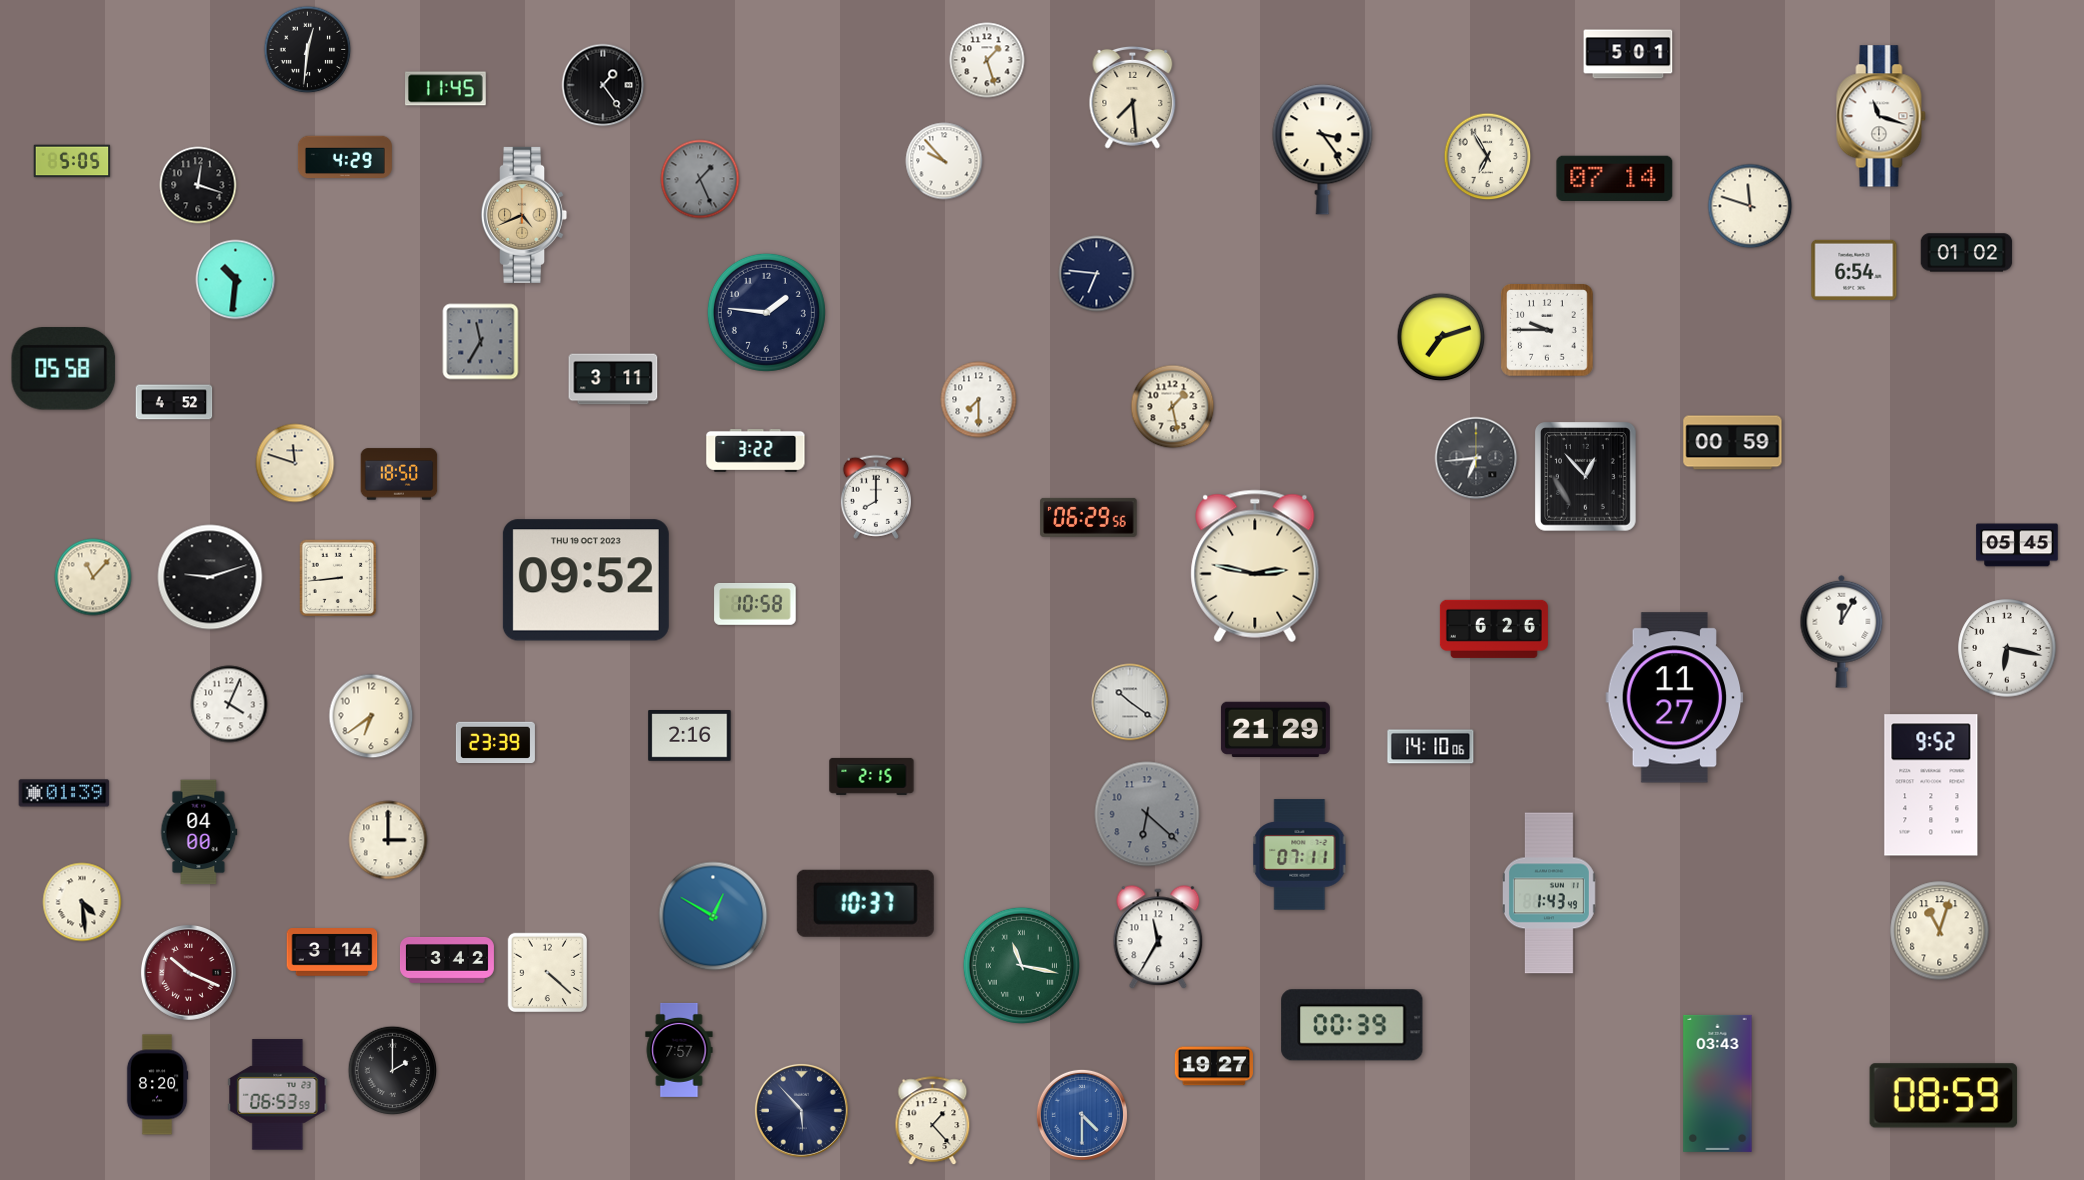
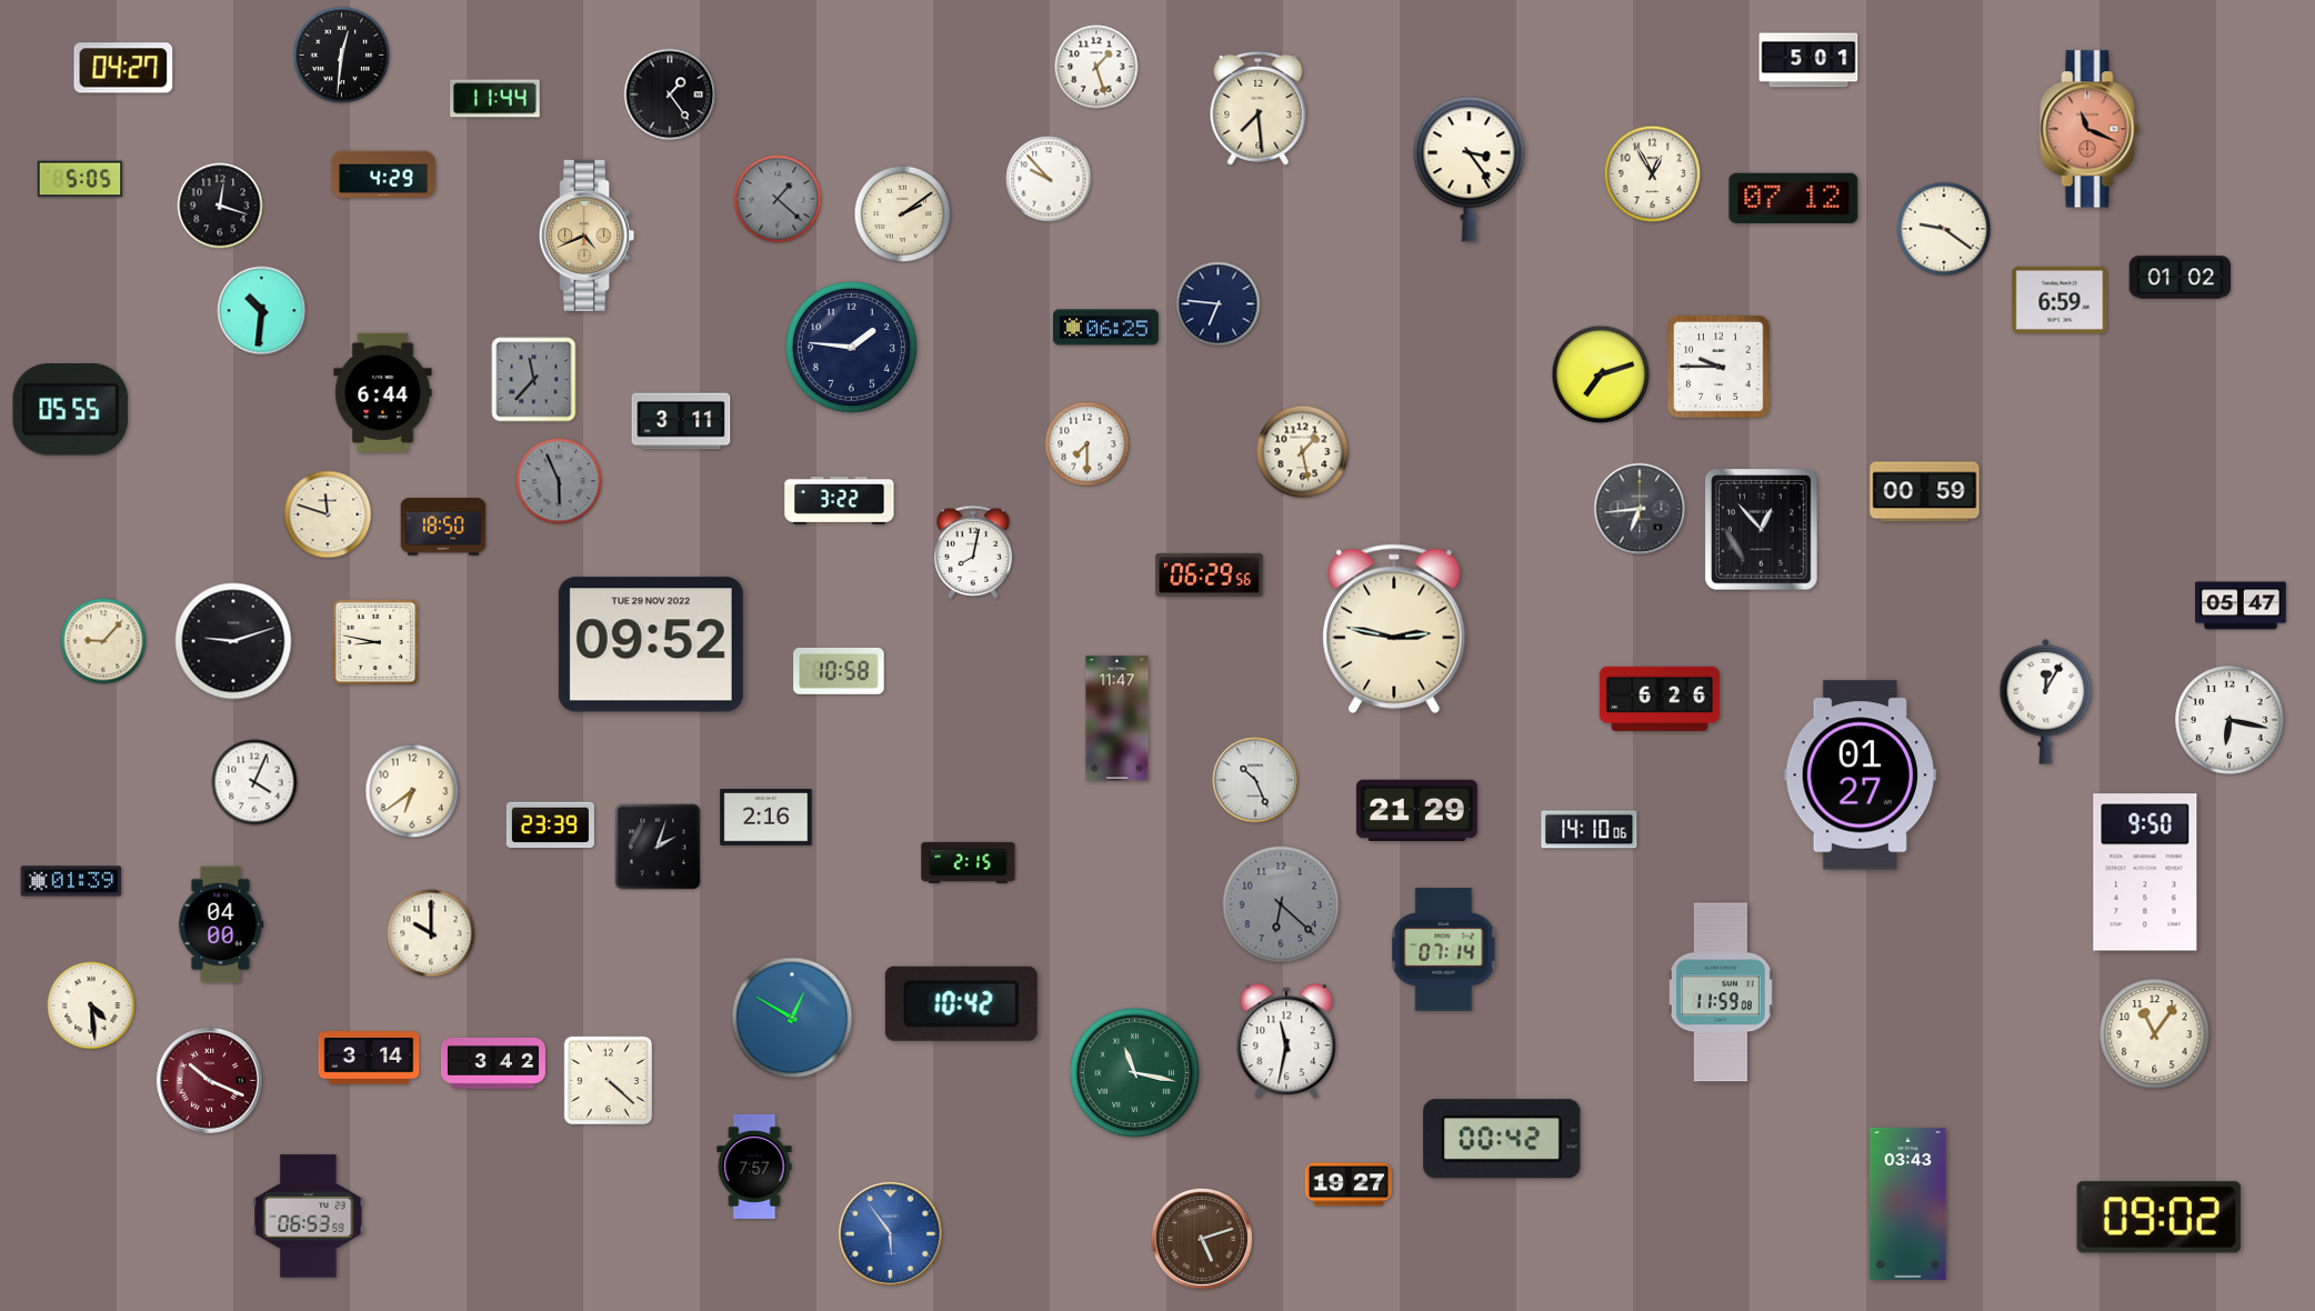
clock at (123, 68): none -> 04:27
clock at (446, 89): 11:45 -> 11:44
clock at (1881, 116): 11:18 -> 11:19
clock at (1881, 116) dial: white -> salmon
clock at (1323, 150) position: (1323, 150) -> (1470, 170)
clock at (1488, 157): 6:55 -> 12:55
clock at (1615, 178): 07:14 -> 07:12
clock at (700, 179): 1:26 -> 1:22
clock at (903, 214): none -> 2:09
clock at (1750, 206): 11:48 -> 9:21
clock at (524, 215) position: (524, 215) -> (587, 236)
clock at (1967, 253) position: (1967, 253) -> (2181, 278)
clock at (1854, 270): 6:54 -> 6:59
clock at (1106, 328): none -> 06:25
clock at (481, 342): 11:35 -> 11:37
clock at (383, 392): none -> 6:44
clock at (64, 369): 05:58 -> 05:55
clock at (174, 402): 4:52 -> none
clock at (559, 481): none -> 5:56
clock at (876, 497): 8:00 -> 8:02
clock at (2017, 545): 05:45 -> 05:47
clock at (93, 577): 11:07 -> 9:07
clock at (338, 578): 8:44 -> 8:47
clock at (586, 580) date: THU 19 OCT 2023 -> TUE 29 NOV 2022
clock at (1118, 719): none -> 11:47
clock at (1675, 698): 11:27 -> 01:27
clock at (1130, 702): 10:21 -> 10:26
clock at (371, 716) position: (371, 716) -> (412, 791)
clock at (658, 847): none -> 2:03
clock at (1931, 785): 9:52 -> 9:50
clock at (1147, 814) position: (1147, 814) -> (1281, 904)
clock at (388, 840): 3:00 -> 10:00
clock at (1300, 855): 07:11 -> 07:14
clock at (1549, 893): 1:43 -> 11:59
clock at (82, 902) position: (82, 902) -> (91, 1005)
clock at (865, 903): 10:37 -> 10:42
clock at (1940, 931): 11:03 -> 11:06
clock at (1158, 938): 11:35 -> 11:32
clock at (447, 960) position: (447, 960) -> (493, 1063)
clock at (1352, 1025): 00:39 -> 00:42
clock at (393, 1071): 2:00 -> none
clock at (157, 1085): 8:20 -> none
clock at (1944, 1096): 08:59 -> 09:02
clock at (801, 1110): 5:53 -> 5:54
clock at (801, 1110) dial: navy -> blue
clock at (1082, 1115): 4:30 -> 5:12
clock at (1082, 1115) dial: blue -> brown
clock at (933, 1121): 1:23 -> none
